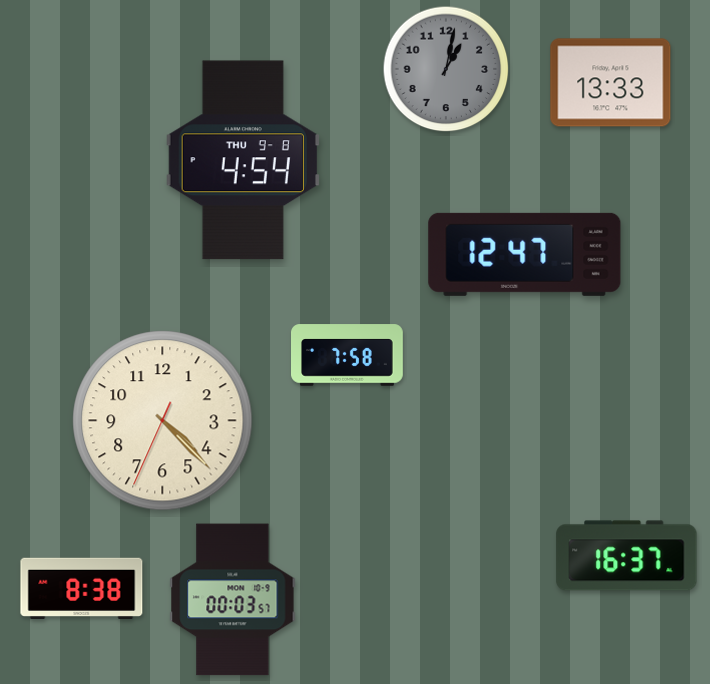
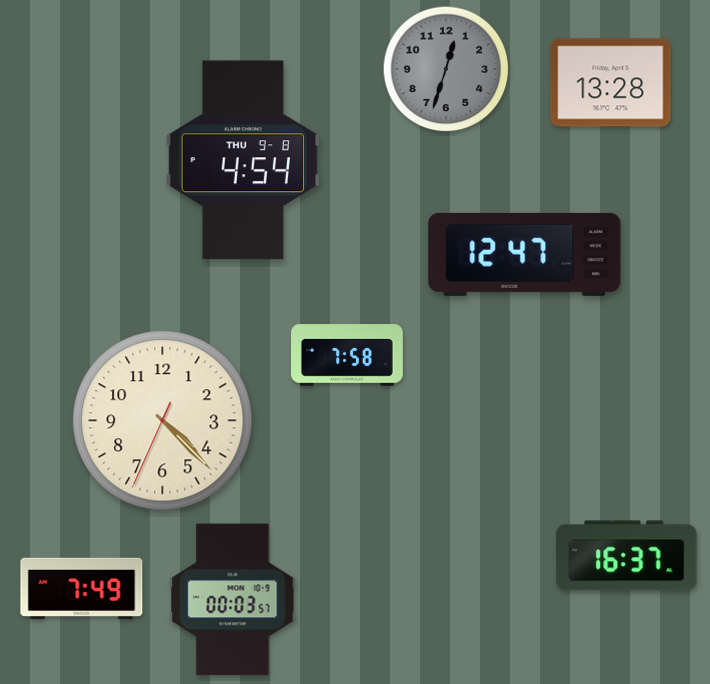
clock at (446, 69): 1:02 -> 12:33
clock at (611, 83): 13:33 -> 13:28
clock at (82, 588): 8:38 -> 7:49
